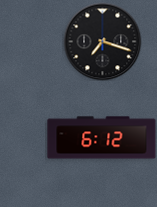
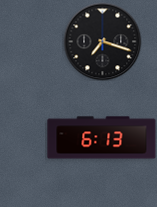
clock at (102, 138): 6:12 -> 6:13
